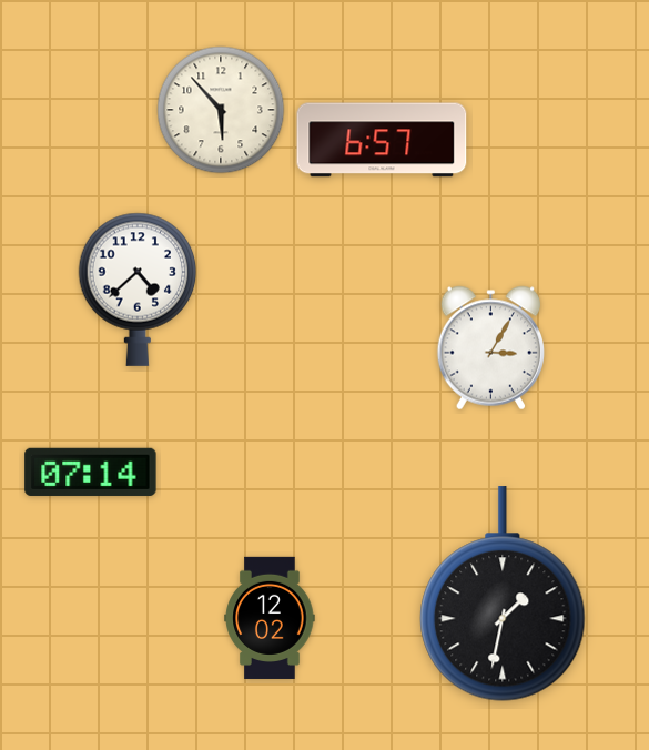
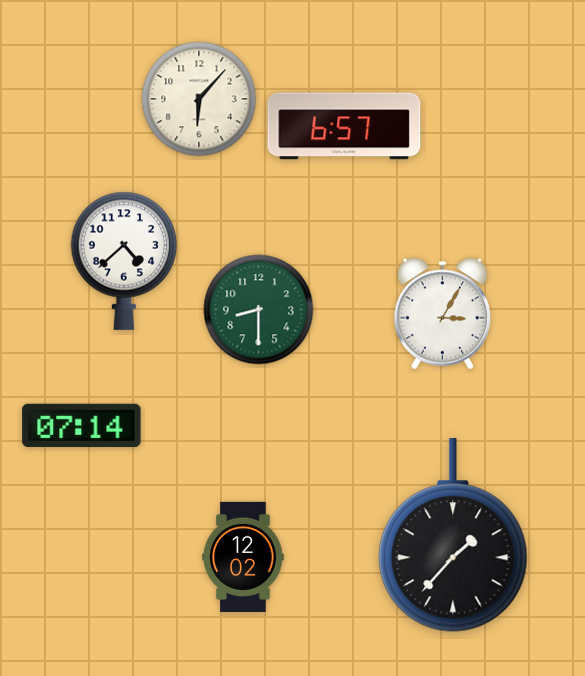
clock at (221, 110): 5:53 -> 6:07
clock at (259, 310): none -> 8:30
clock at (503, 594): 1:32 -> 1:37
